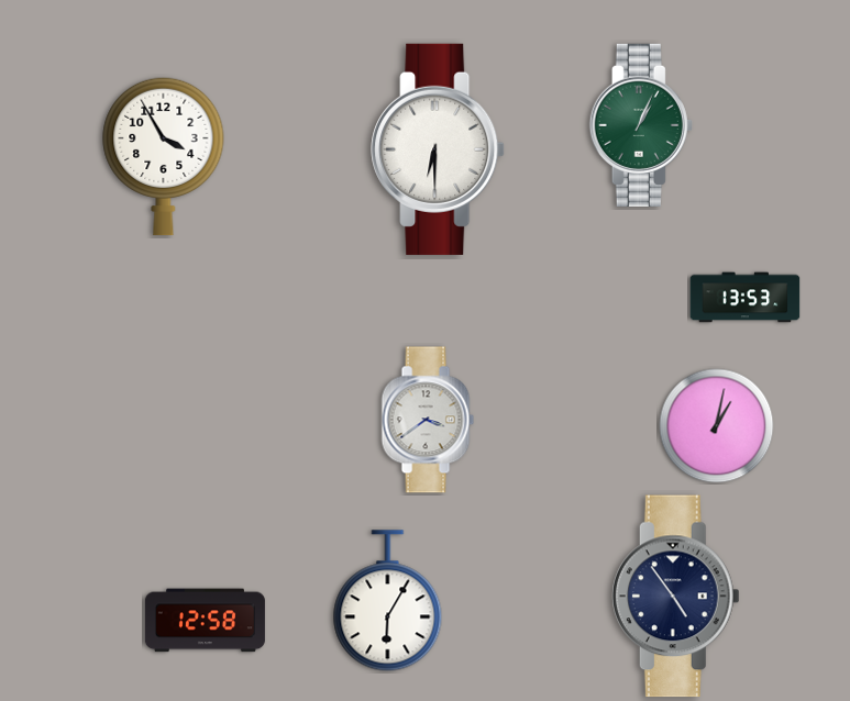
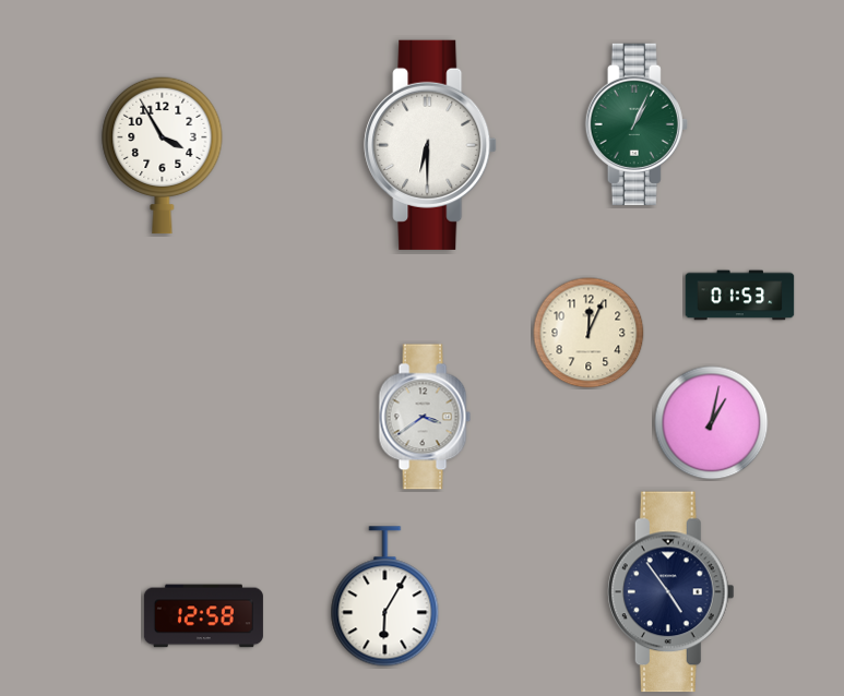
clock at (438, 149) position: (438, 149) -> (430, 145)
clock at (746, 298): 13:53 -> 01:53
clock at (589, 333): none -> 12:04
